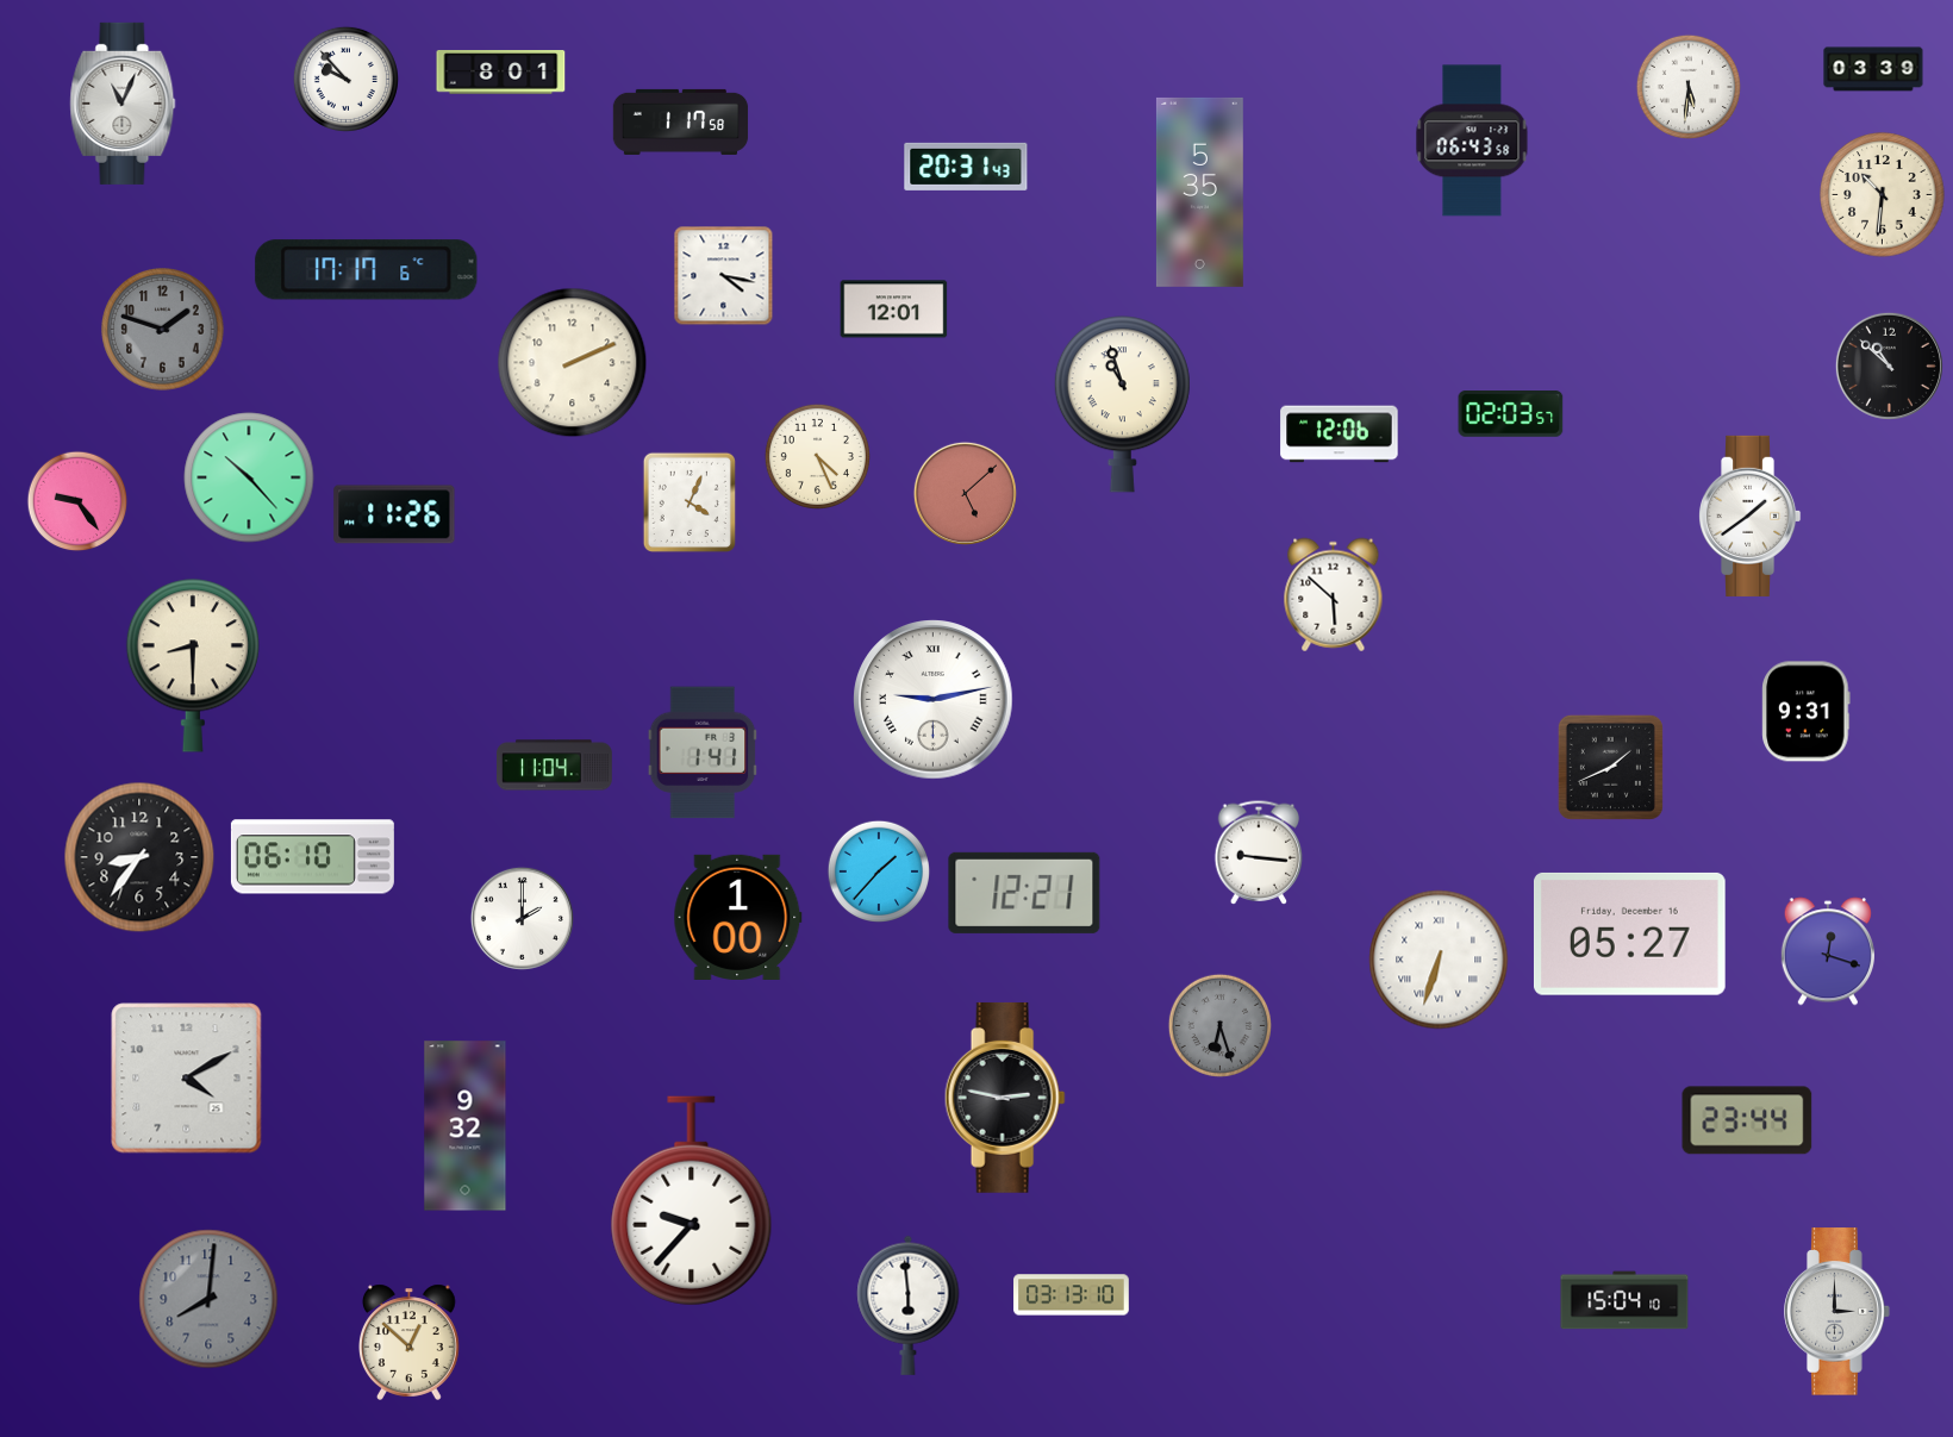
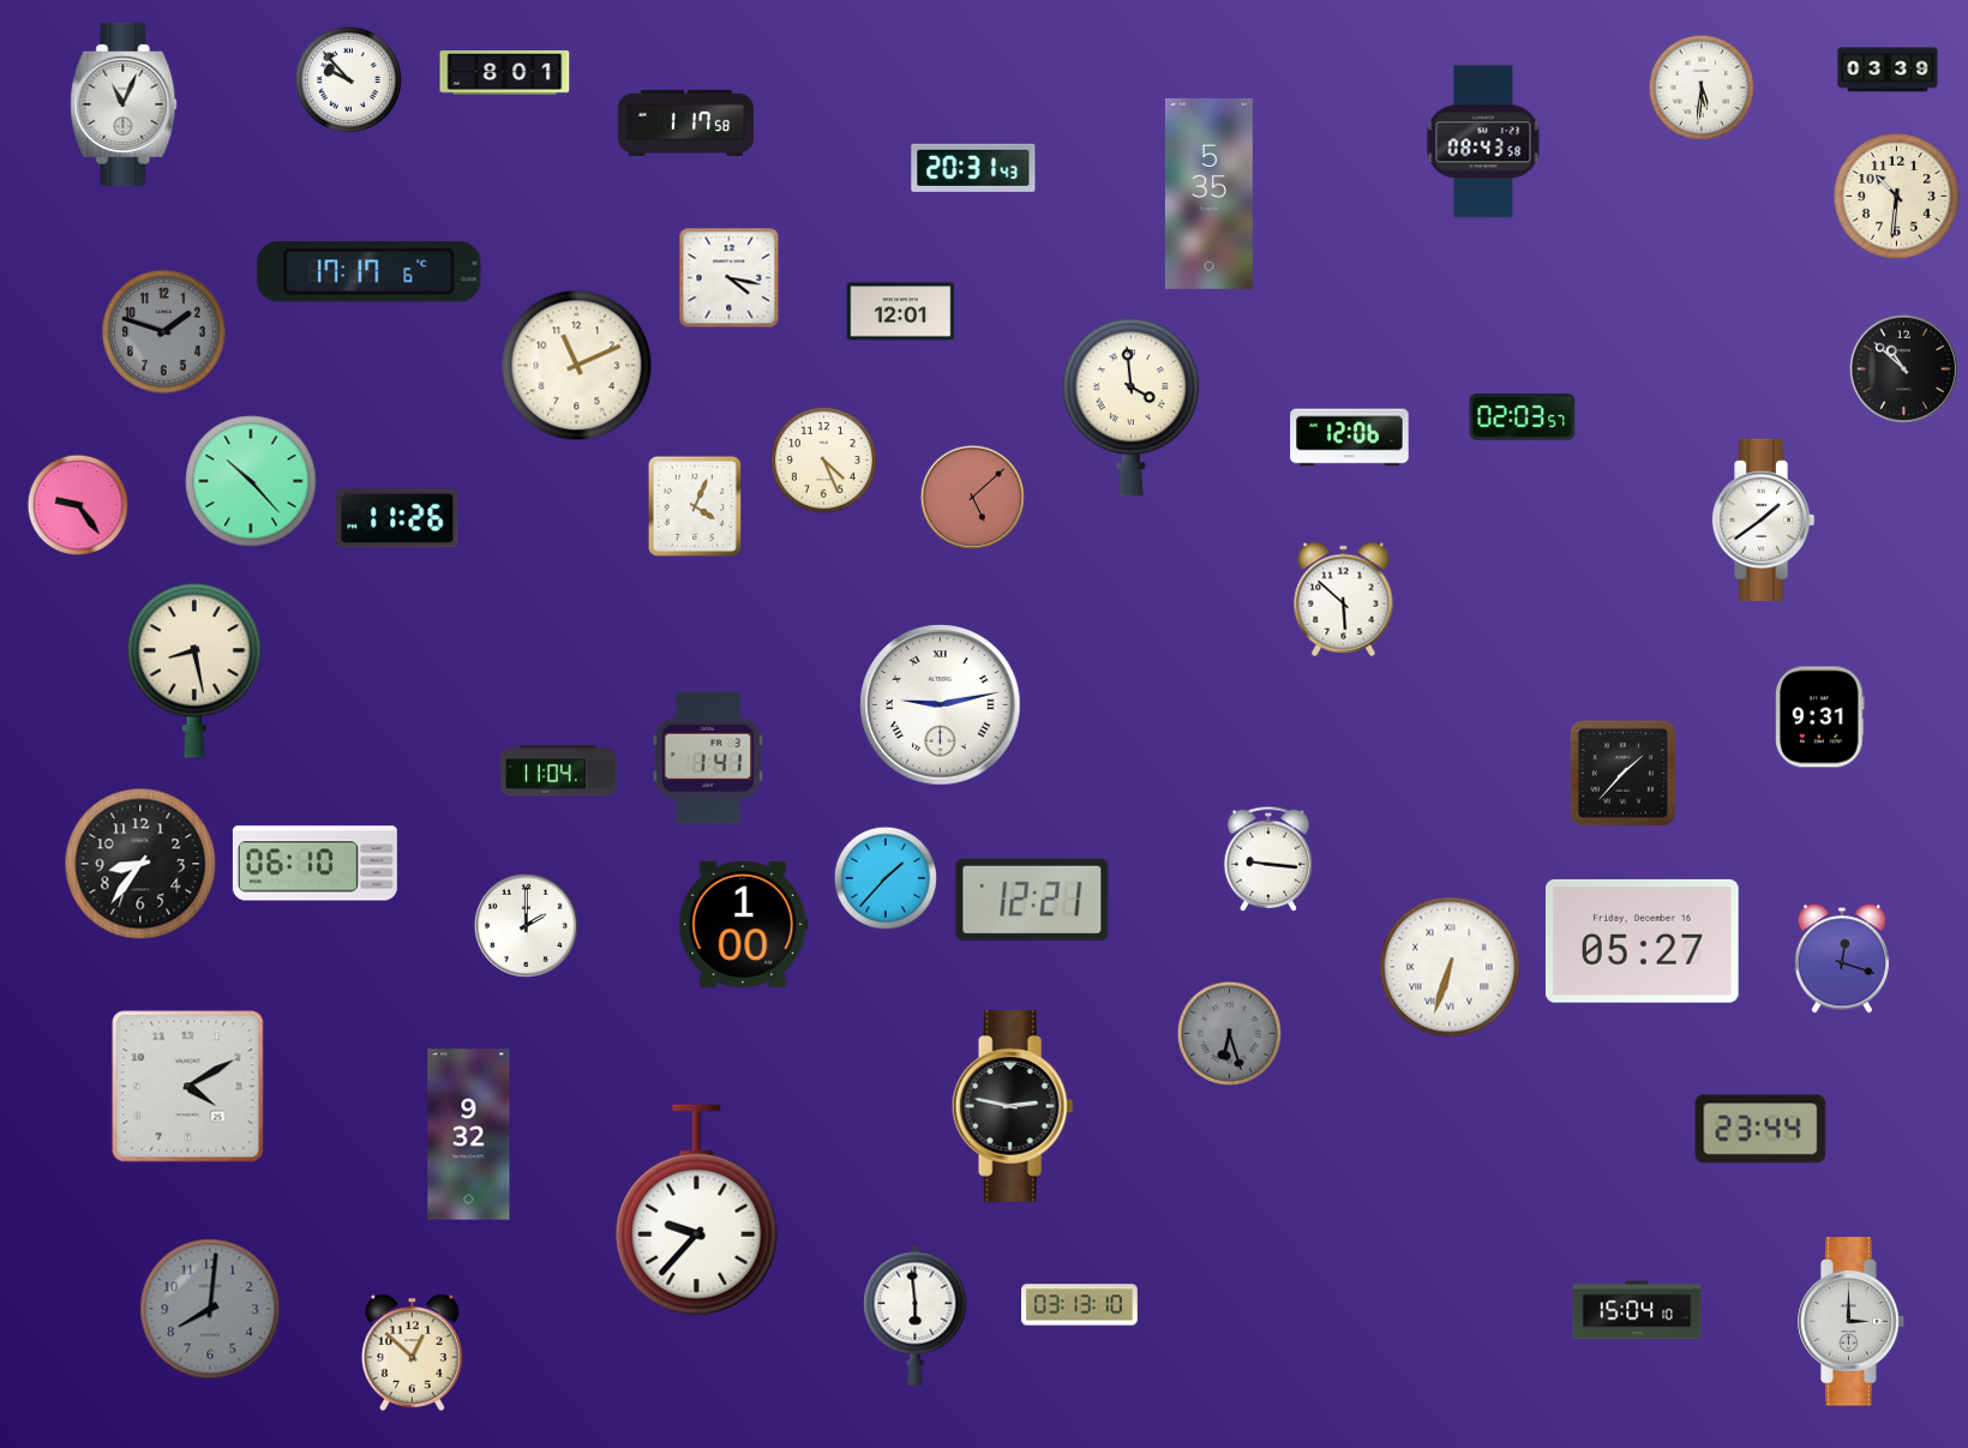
clock at (1472, 140): 06:43 -> 08:43
clock at (573, 363): 2:11 -> 11:11
clock at (1122, 405): 10:57 -> 3:59
clock at (193, 666): 8:30 -> 8:28
clock at (1610, 767): 1:41 -> 1:37
